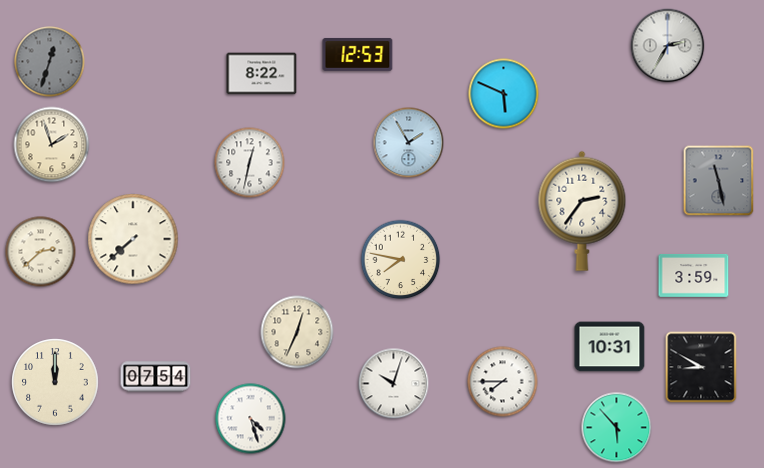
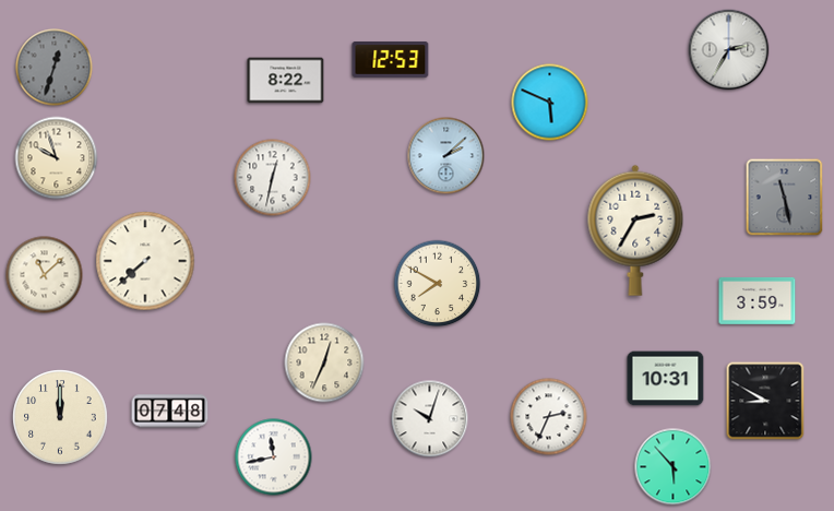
clock at (409, 143): 1:55 -> 2:08
clock at (52, 145): 1:57 -> 9:57
clock at (582, 211): 2:36 -> 2:35
clock at (41, 252): 2:38 -> 11:08
clock at (401, 260): 7:47 -> 7:50
clock at (156, 377): 07:54 -> 07:48
clock at (503, 382): 7:45 -> 2:34
clock at (251, 419): 4:27 -> 11:43
